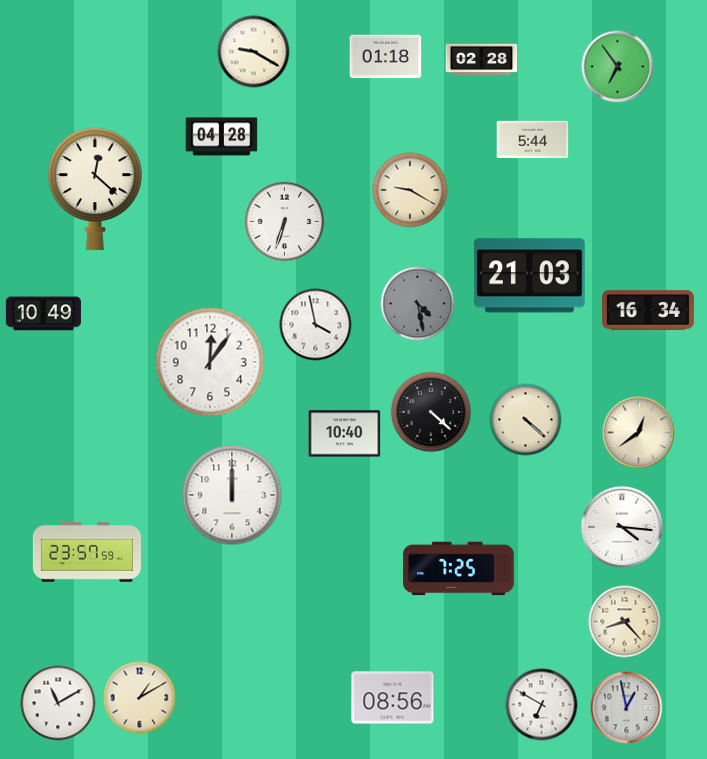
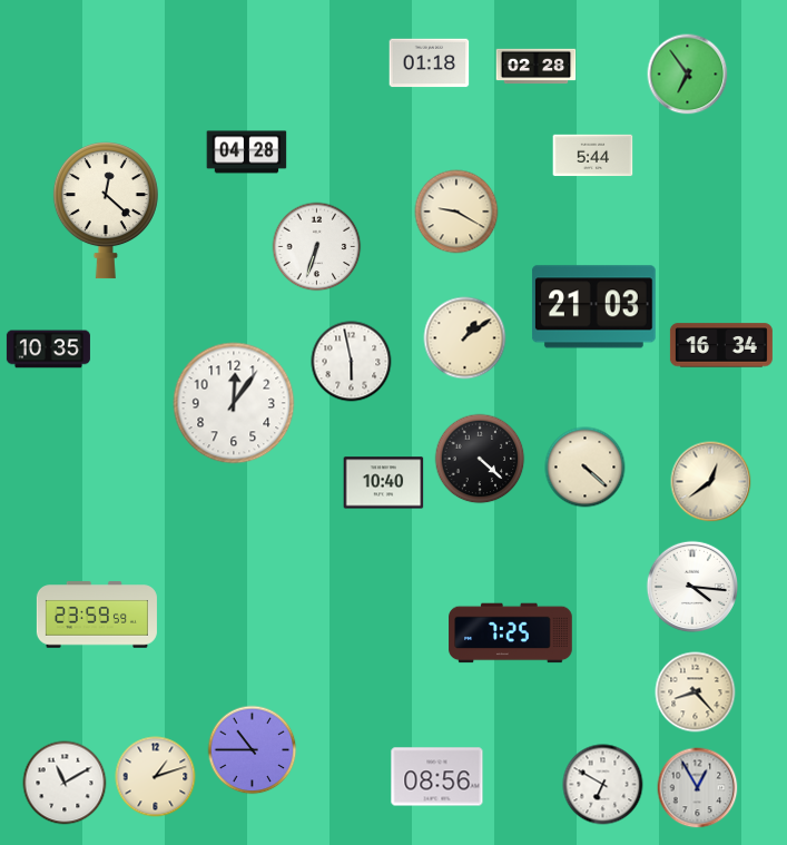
clock at (254, 52): 9:20 -> none
clock at (529, 276) position: (529, 276) -> (593, 307)
clock at (418, 304): 4:28 -> 1:09
clock at (418, 304) dial: grey -> cream
clock at (43, 314): 10:49 -> 10:35
clock at (316, 325): 3:58 -> 5:58
clock at (232, 495): 12:00 -> none
clock at (87, 552): 23:57 -> 23:59
clock at (253, 750): none -> 10:45
clock at (140, 698): 1:10 -> 1:12
clock at (627, 708): 12:58 -> 12:55
